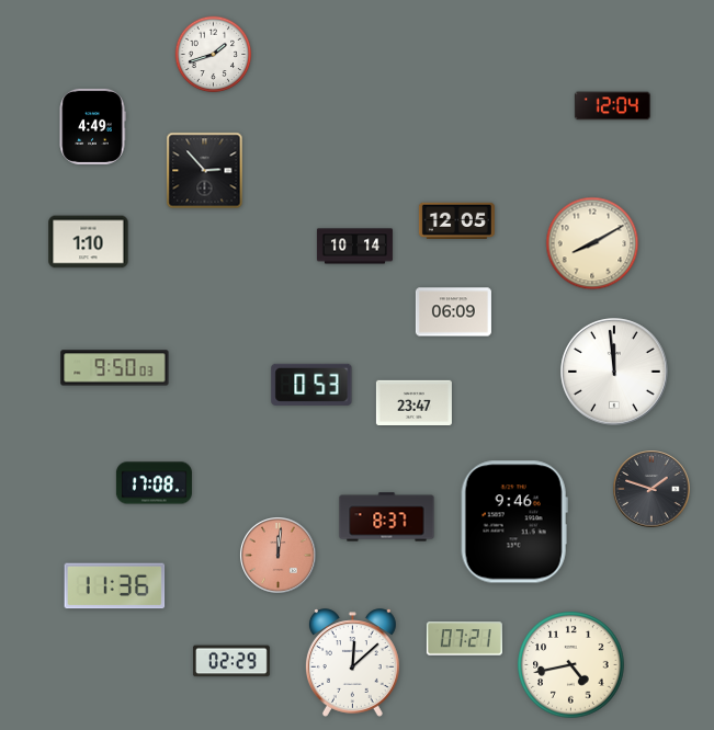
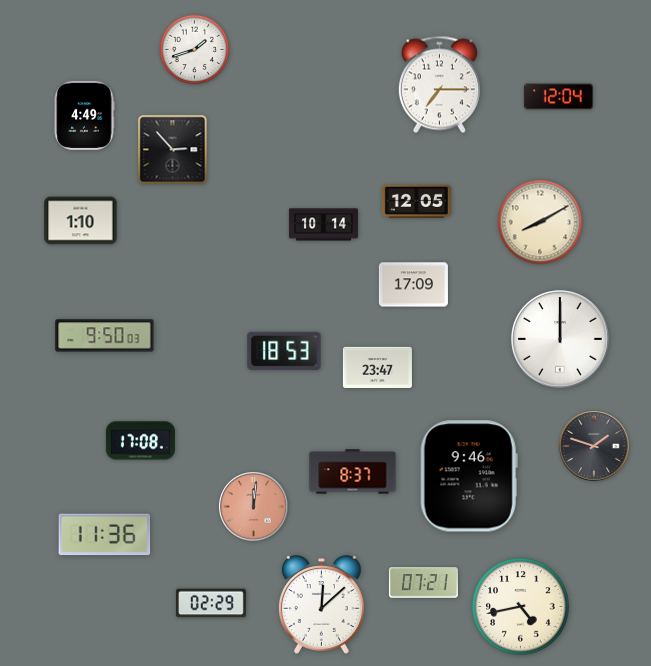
clock at (439, 85): none -> 7:15
clock at (205, 171) position: (205, 171) -> (173, 150)
clock at (453, 312): 06:09 -> 17:09
clock at (614, 372): 11:59 -> 12:00
clock at (311, 385): 0:53 -> 18:53
